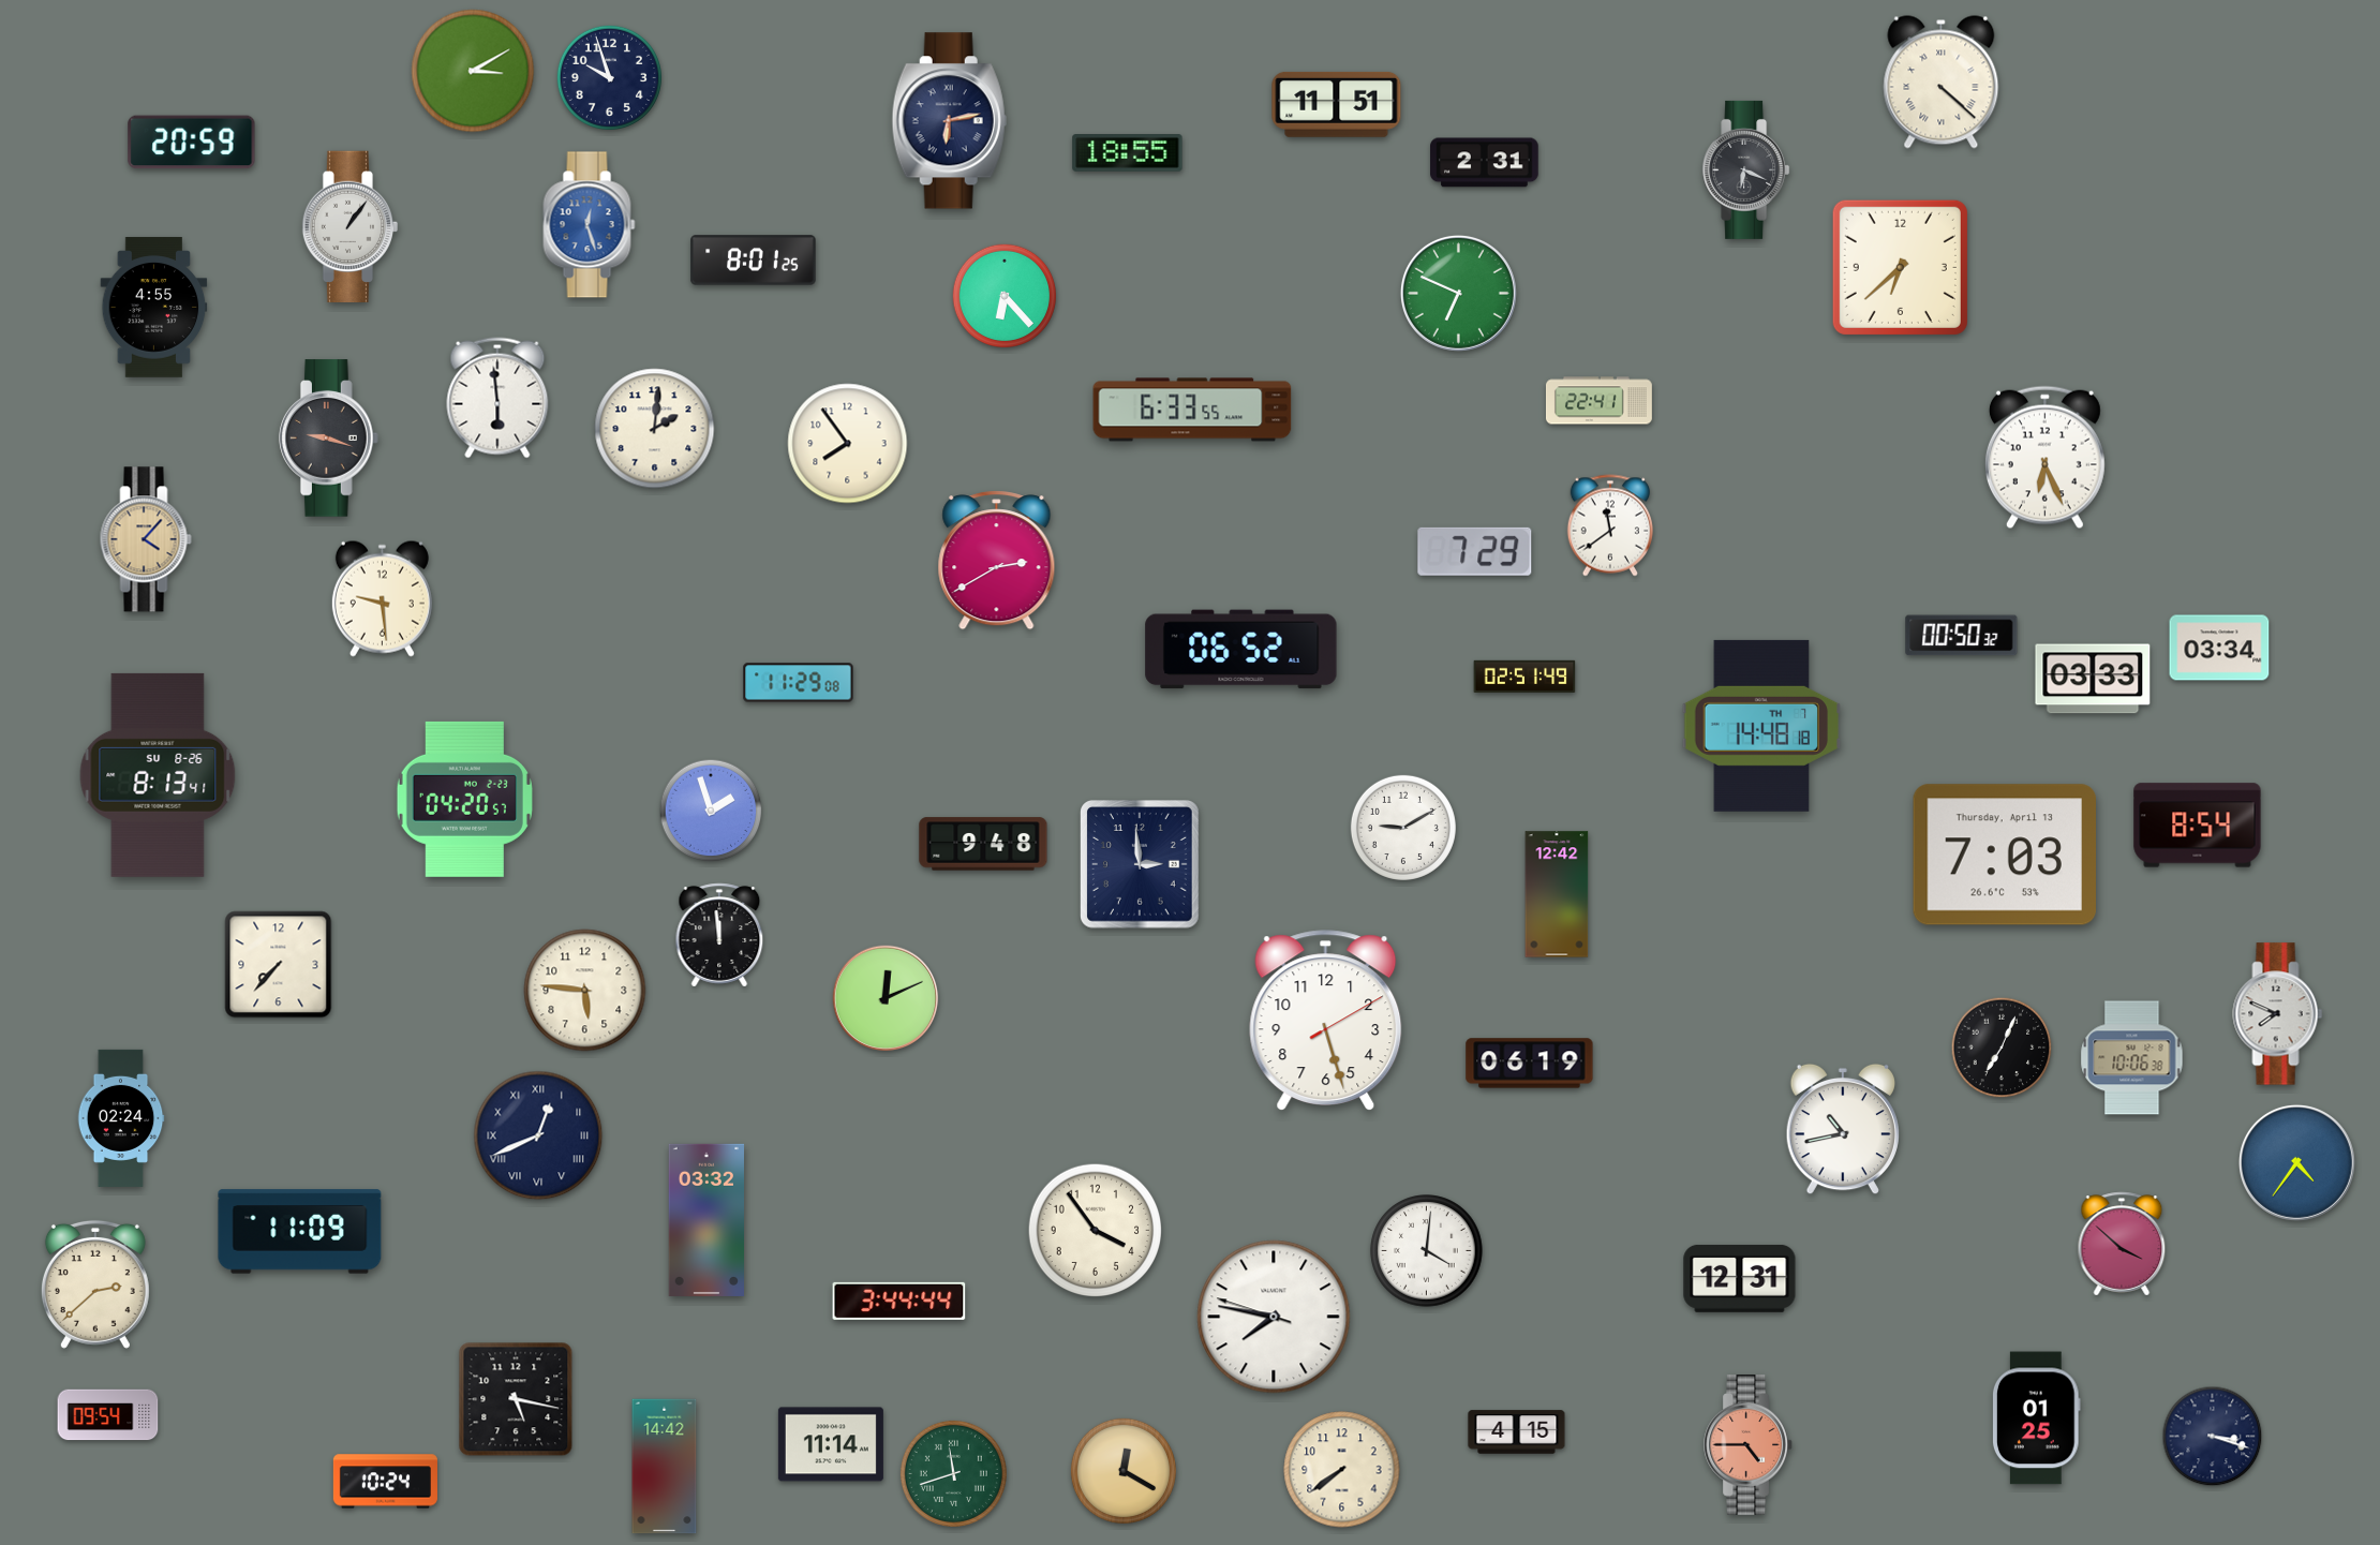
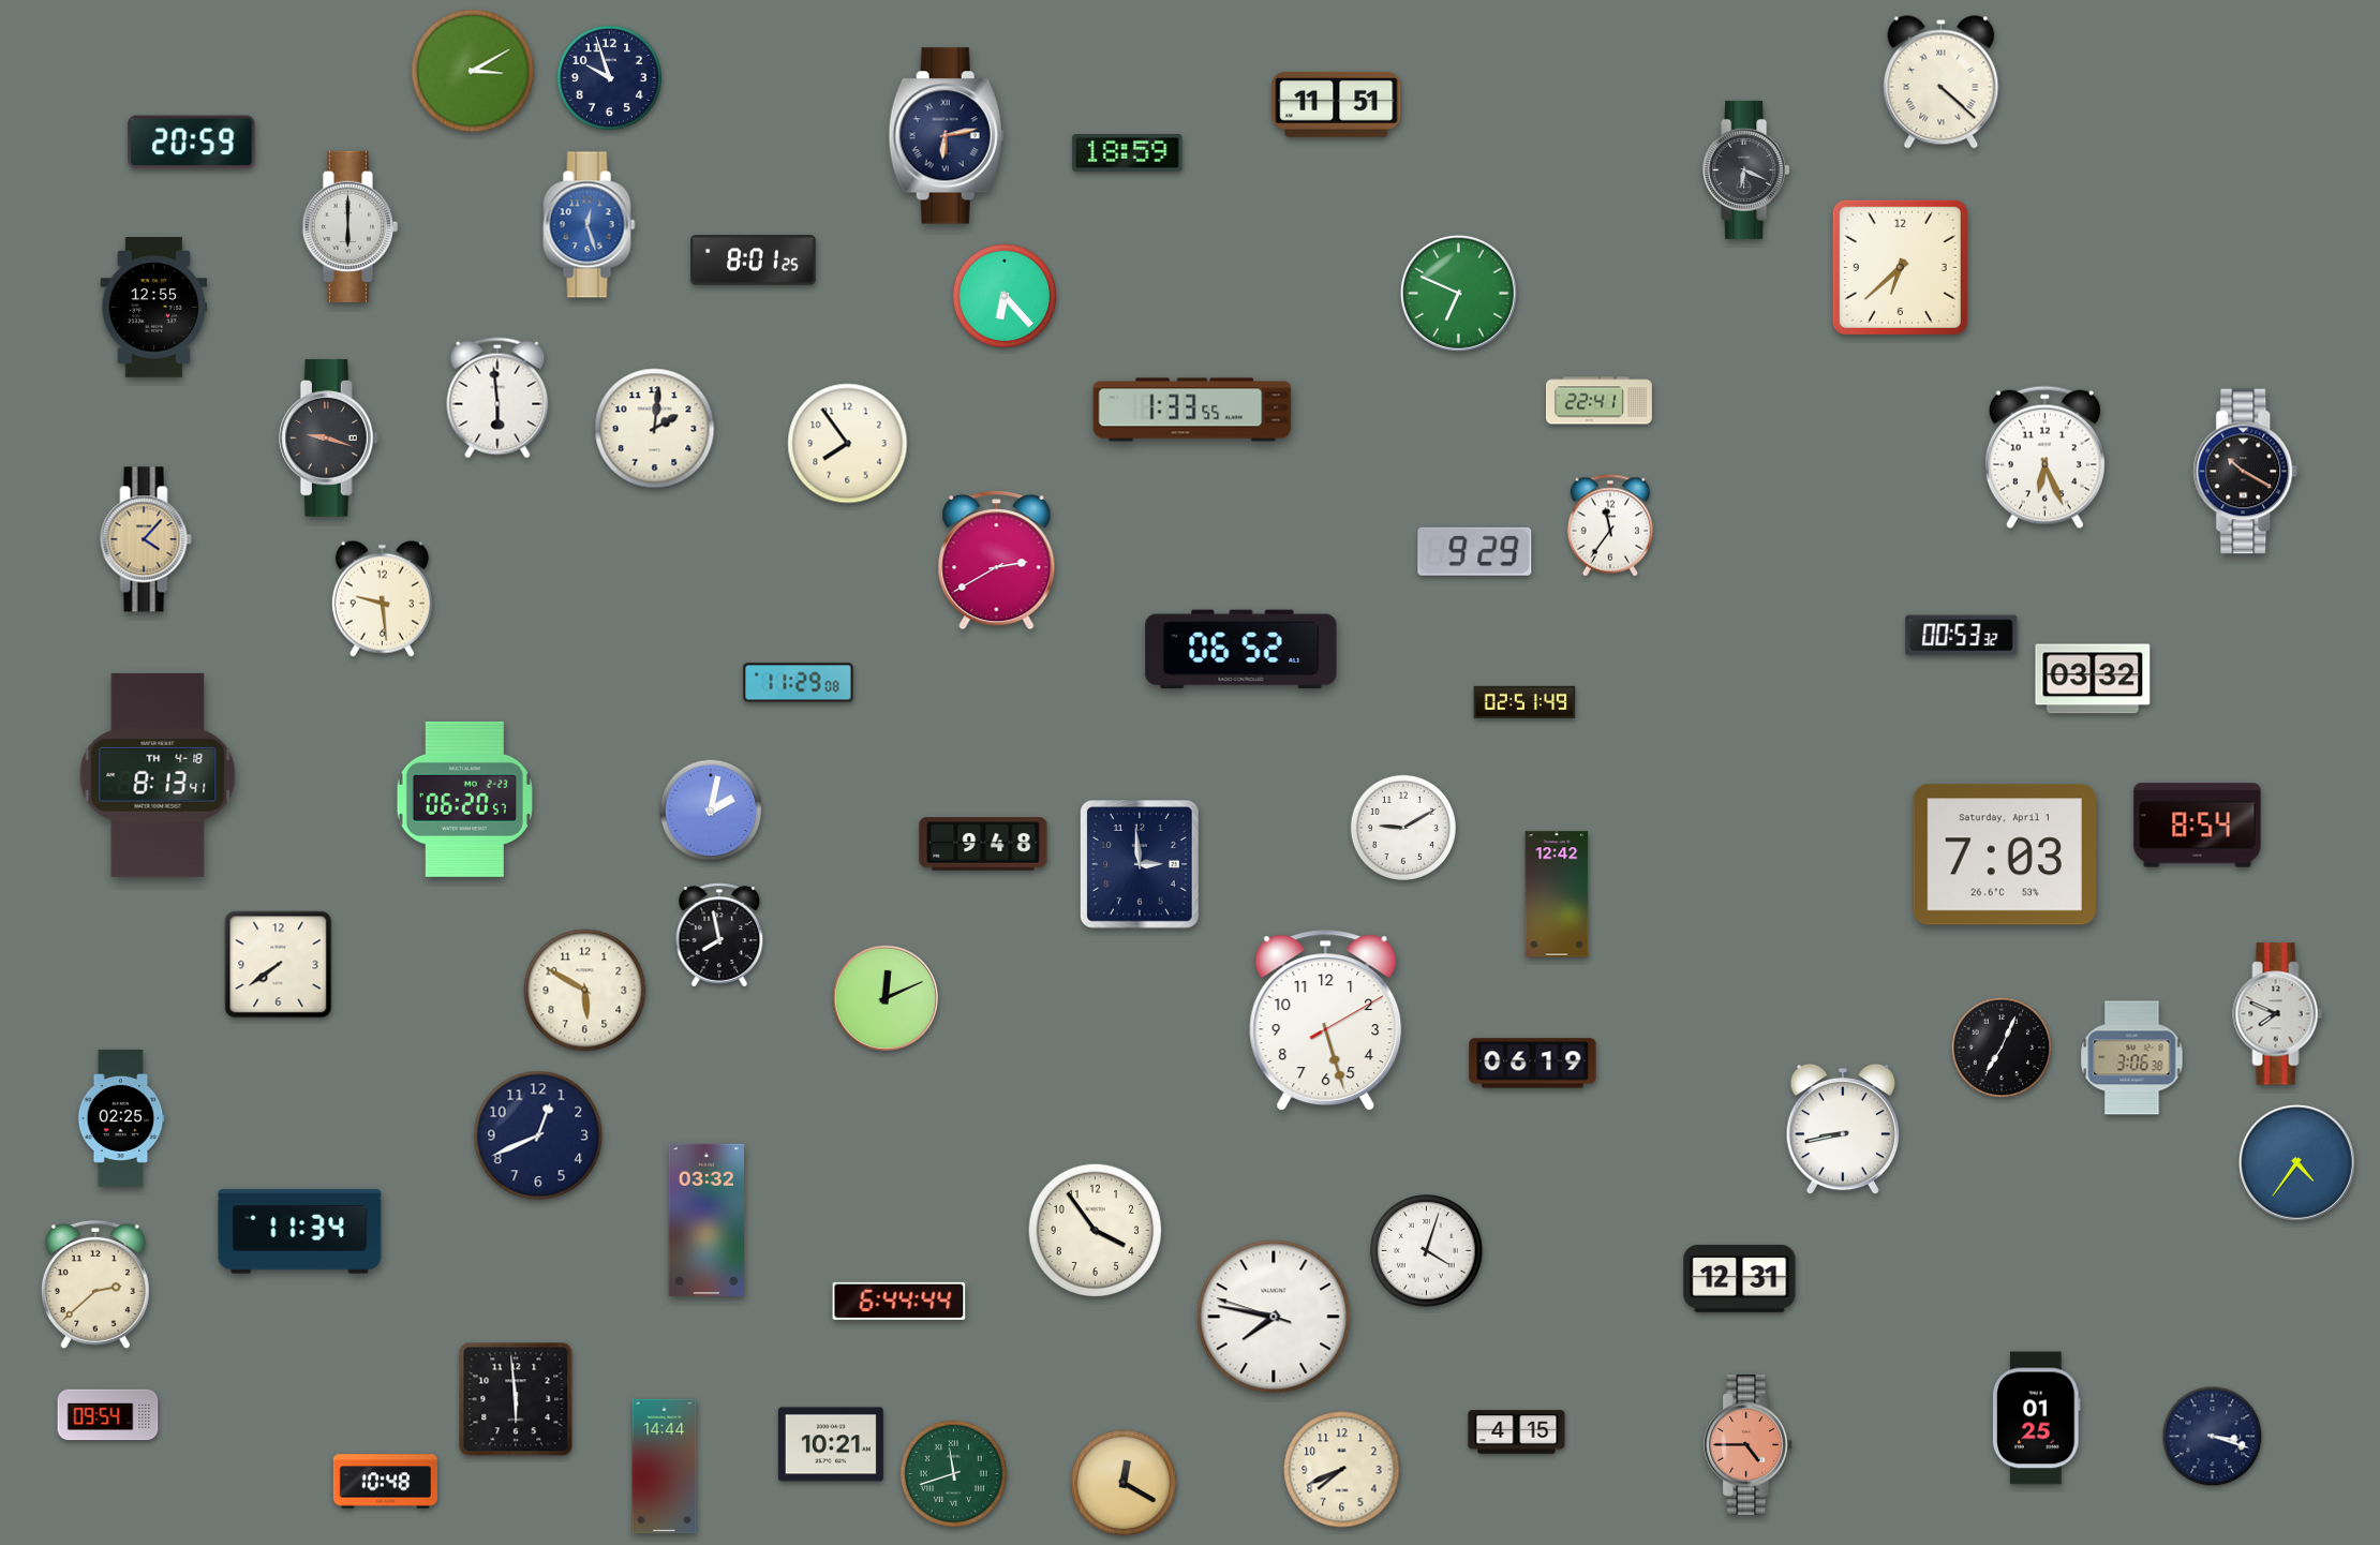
clock at (949, 121) position: (949, 121) -> (946, 136)
clock at (1128, 153): 18:55 -> 18:59
clock at (1485, 163): 2:31 -> none
clock at (351, 226): 1:06 -> 6:00
clock at (154, 308): 4:55 -> 12:55
clock at (1192, 410): 6:33 -> 1:33
clock at (2246, 472): none -> 10:20
clock at (1609, 525): 11:39 -> 11:36
clock at (1475, 551): 7:29 -> 9:29
clock at (1962, 636): 00:50 -> 00:53
clock at (2219, 648): 03:34 -> none
clock at (1524, 677) position: (1524, 677) -> (1524, 702)
clock at (2093, 679): 03:33 -> 03:32
clock at (1761, 726): 14:48 -> none
clock at (158, 775) date: SU 8-26 -> TH 4-18
clock at (464, 799): 04:20 -> 06:20
clock at (711, 811): 1:57 -> 2:02
clock at (2004, 855) date: Thursday, April 13 -> Saturday, April 1
clock at (719, 935): 11:59 -> 7:58
clock at (279, 965): 7:37 -> 7:39
clock at (585, 991): 5:46 -> 5:50
clock at (2132, 1058): 10:06 -> 3:06
clock at (1530, 1064) position: (1530, 1064) -> (1533, 1064)
clock at (121, 1118): 02:24 -> 02:25
clock at (1842, 1129): 10:43 -> 8:43
clock at (538, 1135) numerals: Roman -> Arabic
clock at (300, 1232): 11:09 -> 11:34
clock at (2122, 1244): 3:52 -> none
clock at (1427, 1251): 4:01 -> 4:03
clock at (899, 1301): 3:44 -> 6:44
clock at (516, 1399): 5:17 -> 5:59
clock at (831, 1444): 11:14 -> 10:21
clock at (665, 1467): 14:42 -> 14:44
clock at (1342, 1470): 7:39 -> 7:41
clock at (1124, 1471) position: (1124, 1471) -> (1124, 1483)
clock at (385, 1482): 10:24 -> 10:48
